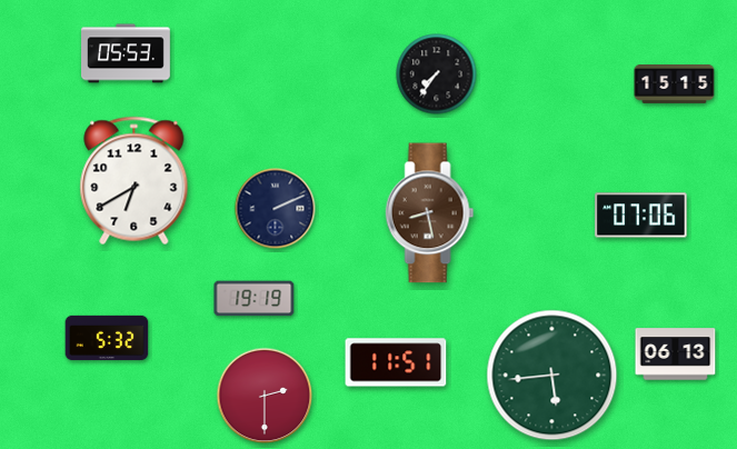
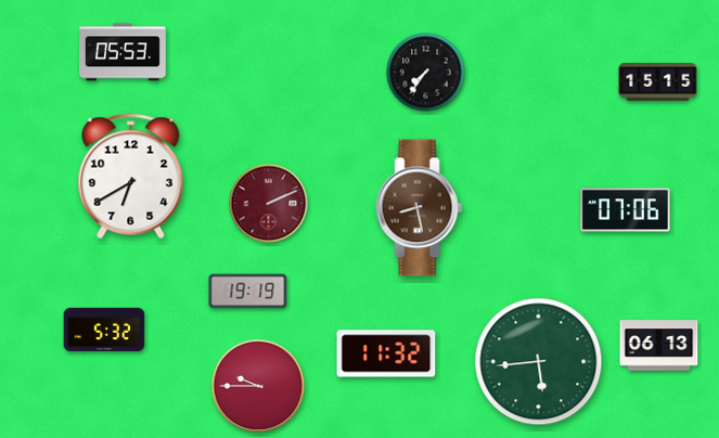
clock at (276, 209) dial: navy -> burgundy
clock at (396, 362): 11:51 -> 11:32
clock at (552, 376) position: (552, 376) -> (539, 362)
clock at (265, 396): 2:30 -> 9:45
